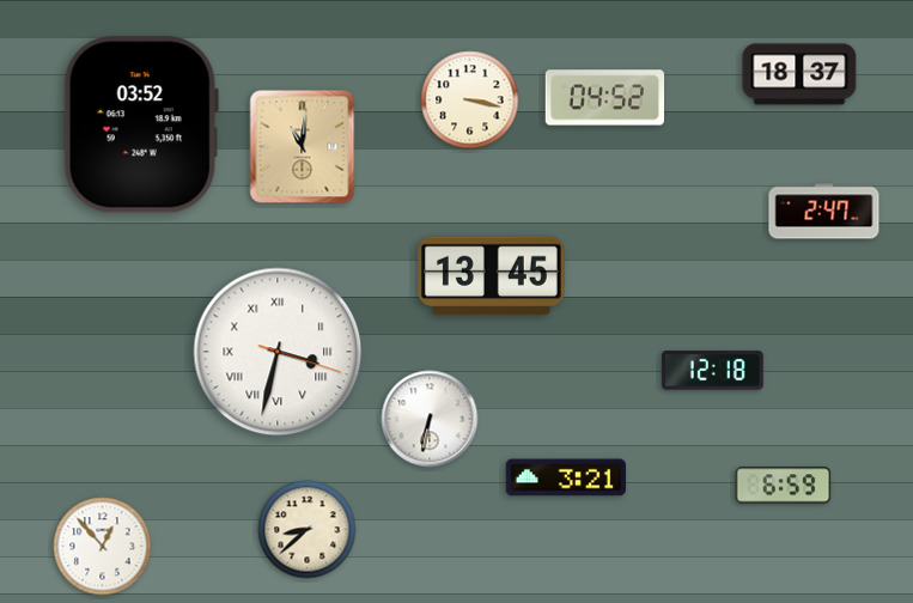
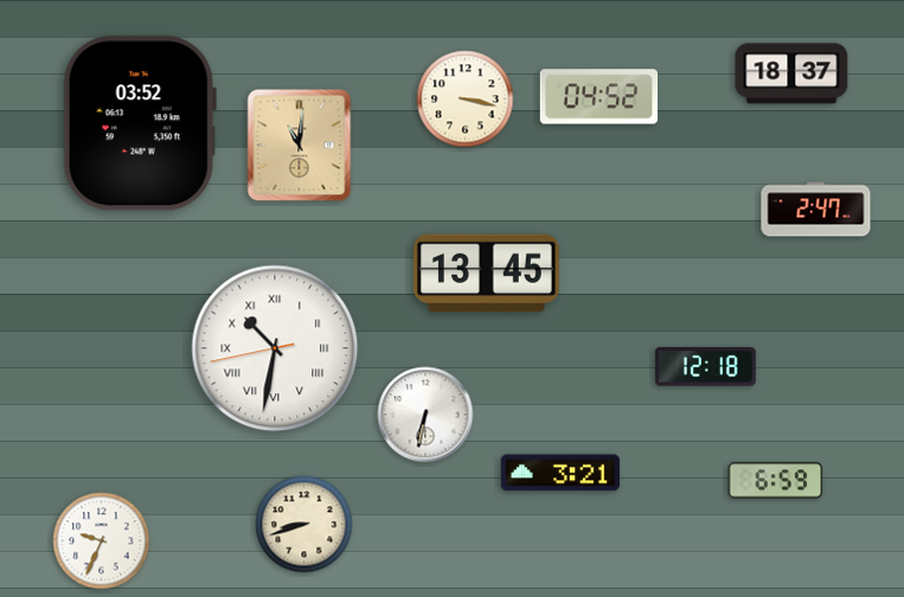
clock at (278, 352): 3:32 -> 10:31
clock at (308, 530): 8:38 -> 8:42
clock at (103, 547): 12:53 -> 9:34
